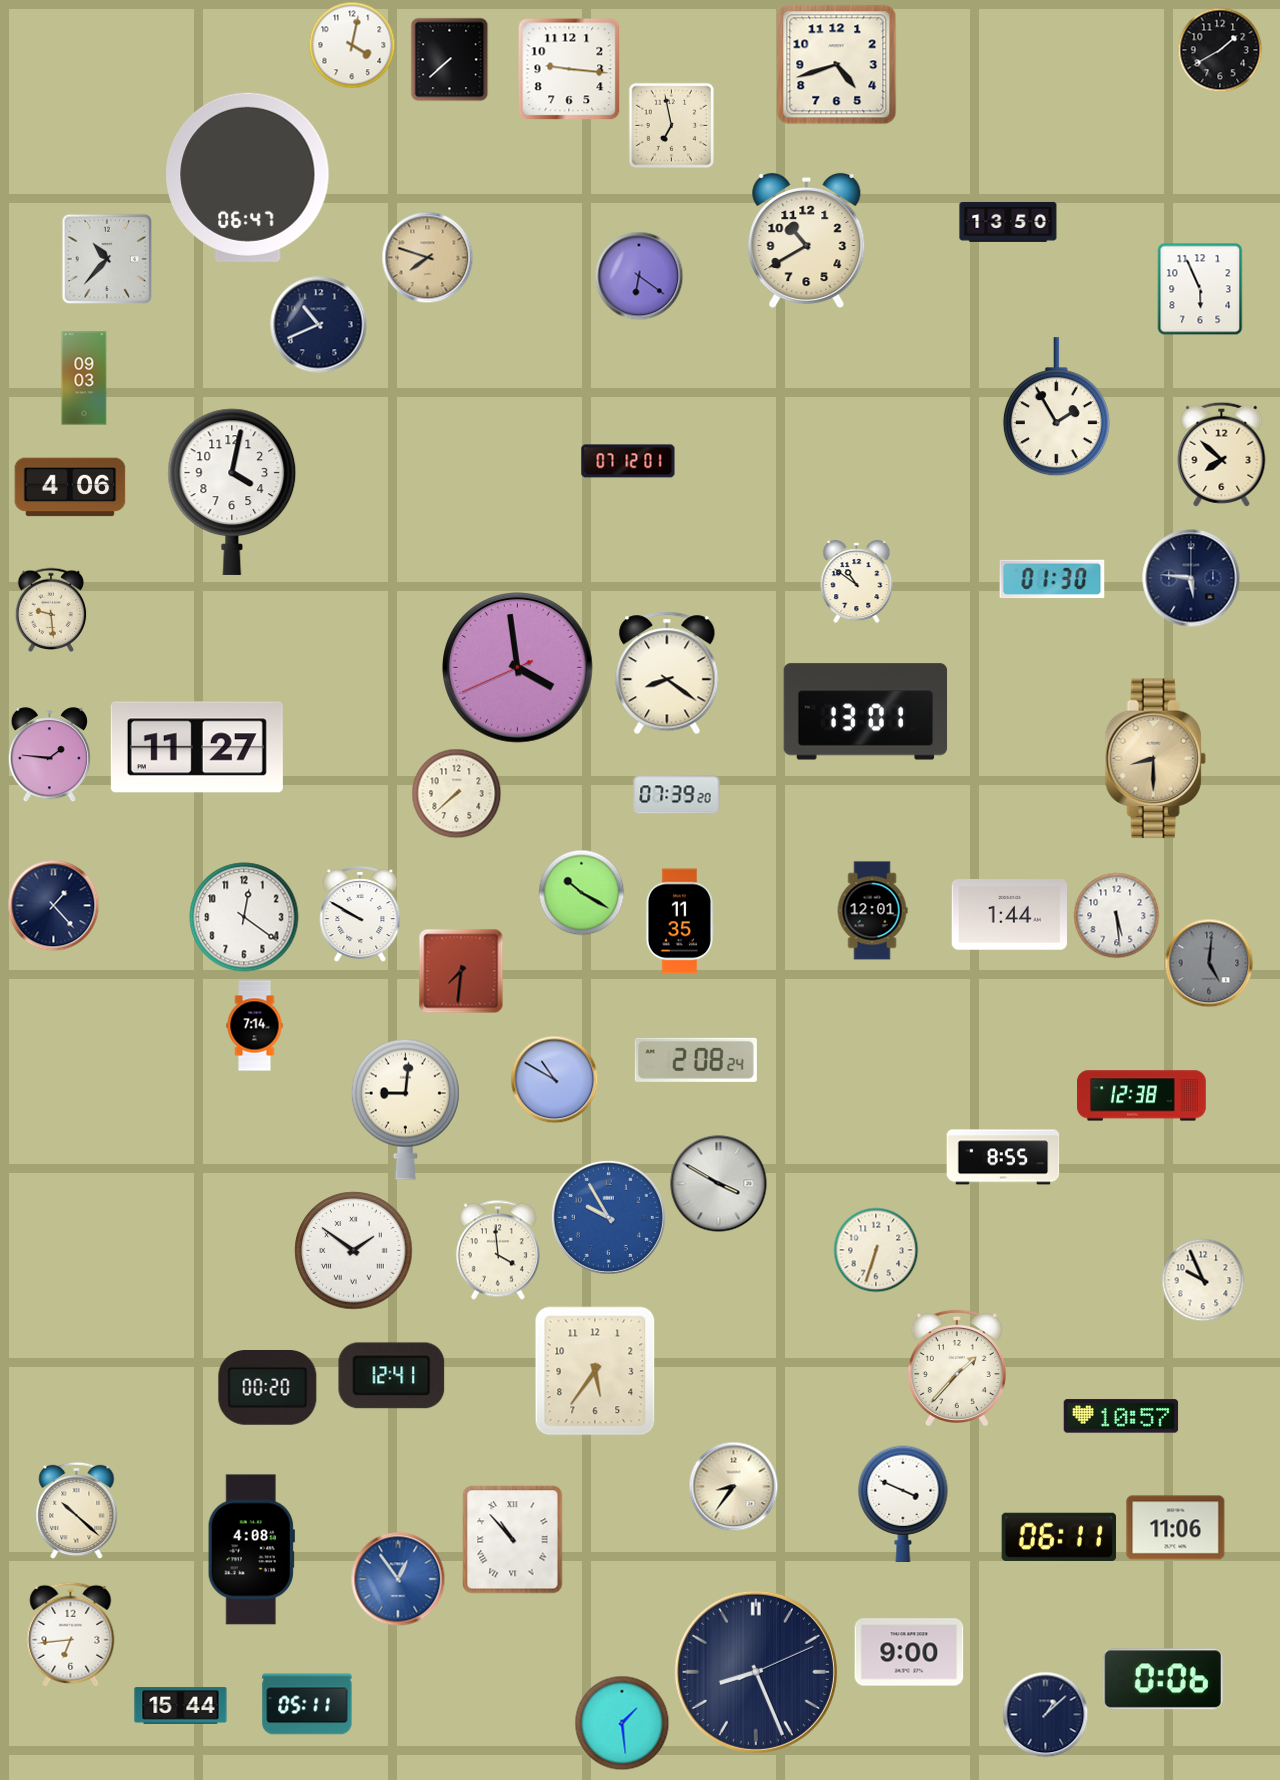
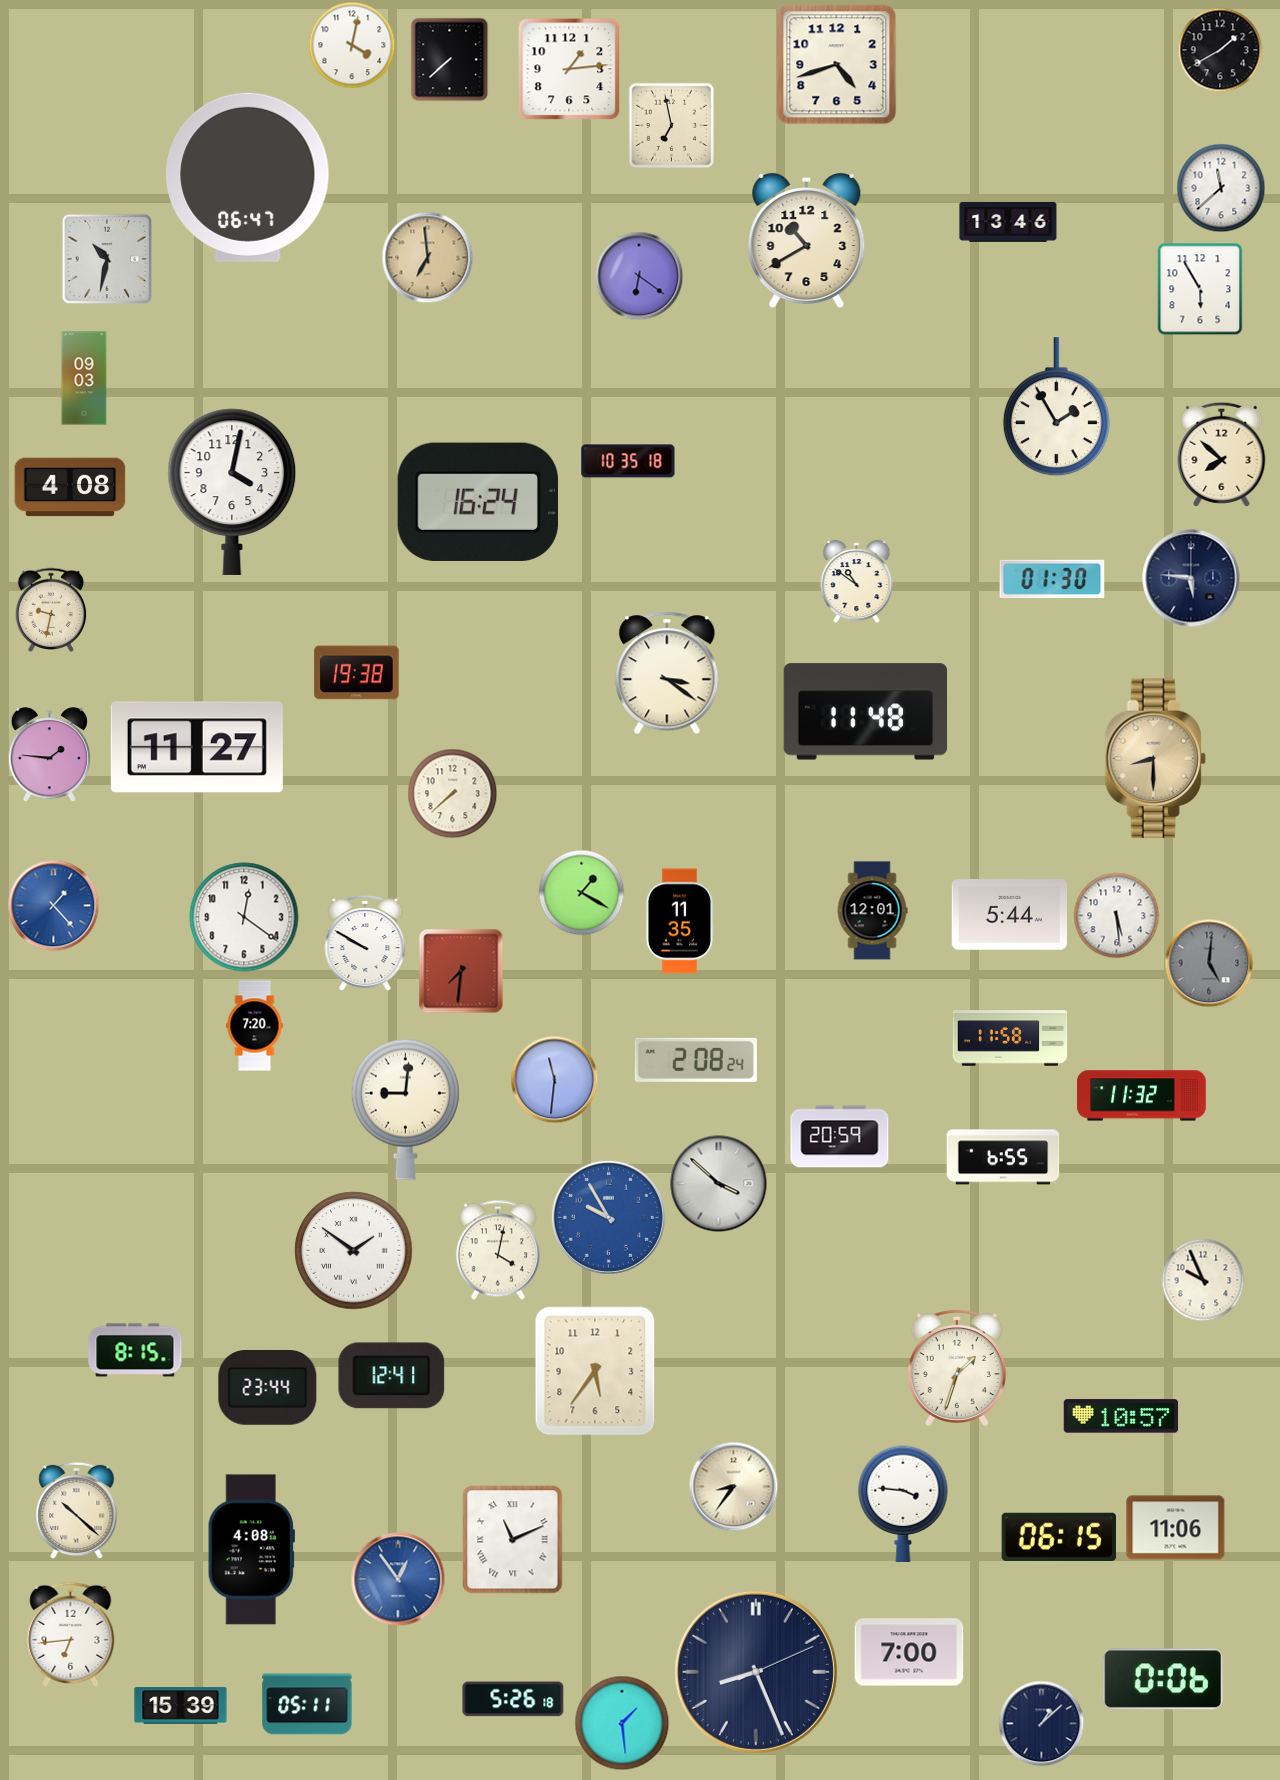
clock at (569, 69): 9:16 -> 1:14
clock at (1221, 188): none -> 11:38
clock at (1008, 222): 13:50 -> 13:46
clock at (427, 257): 7:48 -> 6:59
clock at (106, 258): 10:37 -> 10:32
clock at (1200, 289): 5:56 -> 5:55
clock at (319, 325): 10:41 -> none
clock at (628, 461): 07:12 -> 10:35
clock at (70, 487): 4:06 -> 4:08
clock at (477, 502): none -> 16:24
clock at (51, 609): 9:29 -> 9:32
clock at (518, 668): 3:58 -> none
clock at (357, 673): none -> 19:38
clock at (667, 673): 8:21 -> 3:21
clock at (866, 712): 13:01 -> 11:48
clock at (456, 793) position: (456, 793) -> (452, 793)
clock at (677, 795): 07:39 -> none
clock at (581, 892): 10:20 -> 1:20
clock at (53, 905) dial: navy -> blue
clock at (360, 914) position: (360, 914) -> (365, 943)
clock at (1009, 915): 1:44 -> 5:44
clock at (255, 1026): 7:14 -> 7:20
clock at (1010, 1038): none -> 11:58
clock at (554, 1079): 10:50 -> 11:31
clock at (1142, 1096): 12:38 -> 11:32
clock at (840, 1137): none -> 20:59
clock at (1003, 1157): 8:55 -> 6:55
clock at (719, 1184): 3:50 -> 3:52
clock at (498, 1250): 3:59 -> 4:02
clock at (876, 1250): 6:33 -> none
clock at (135, 1350): none -> 8:15
clock at (957, 1367): 1:37 -> 1:33
clock at (268, 1388): 00:20 -> 23:44
clock at (903, 1503): 3:49 -> 3:46
clock at (1058, 1537): 06:11 -> 06:15
clock at (513, 1540): 10:53 -> 11:11
clock at (909, 1652): 9:00 -> 7:00
clock at (513, 1699): none -> 5:26
clock at (181, 1706): 15:44 -> 15:39
clock at (1045, 1714) position: (1045, 1714) -> (1041, 1723)
